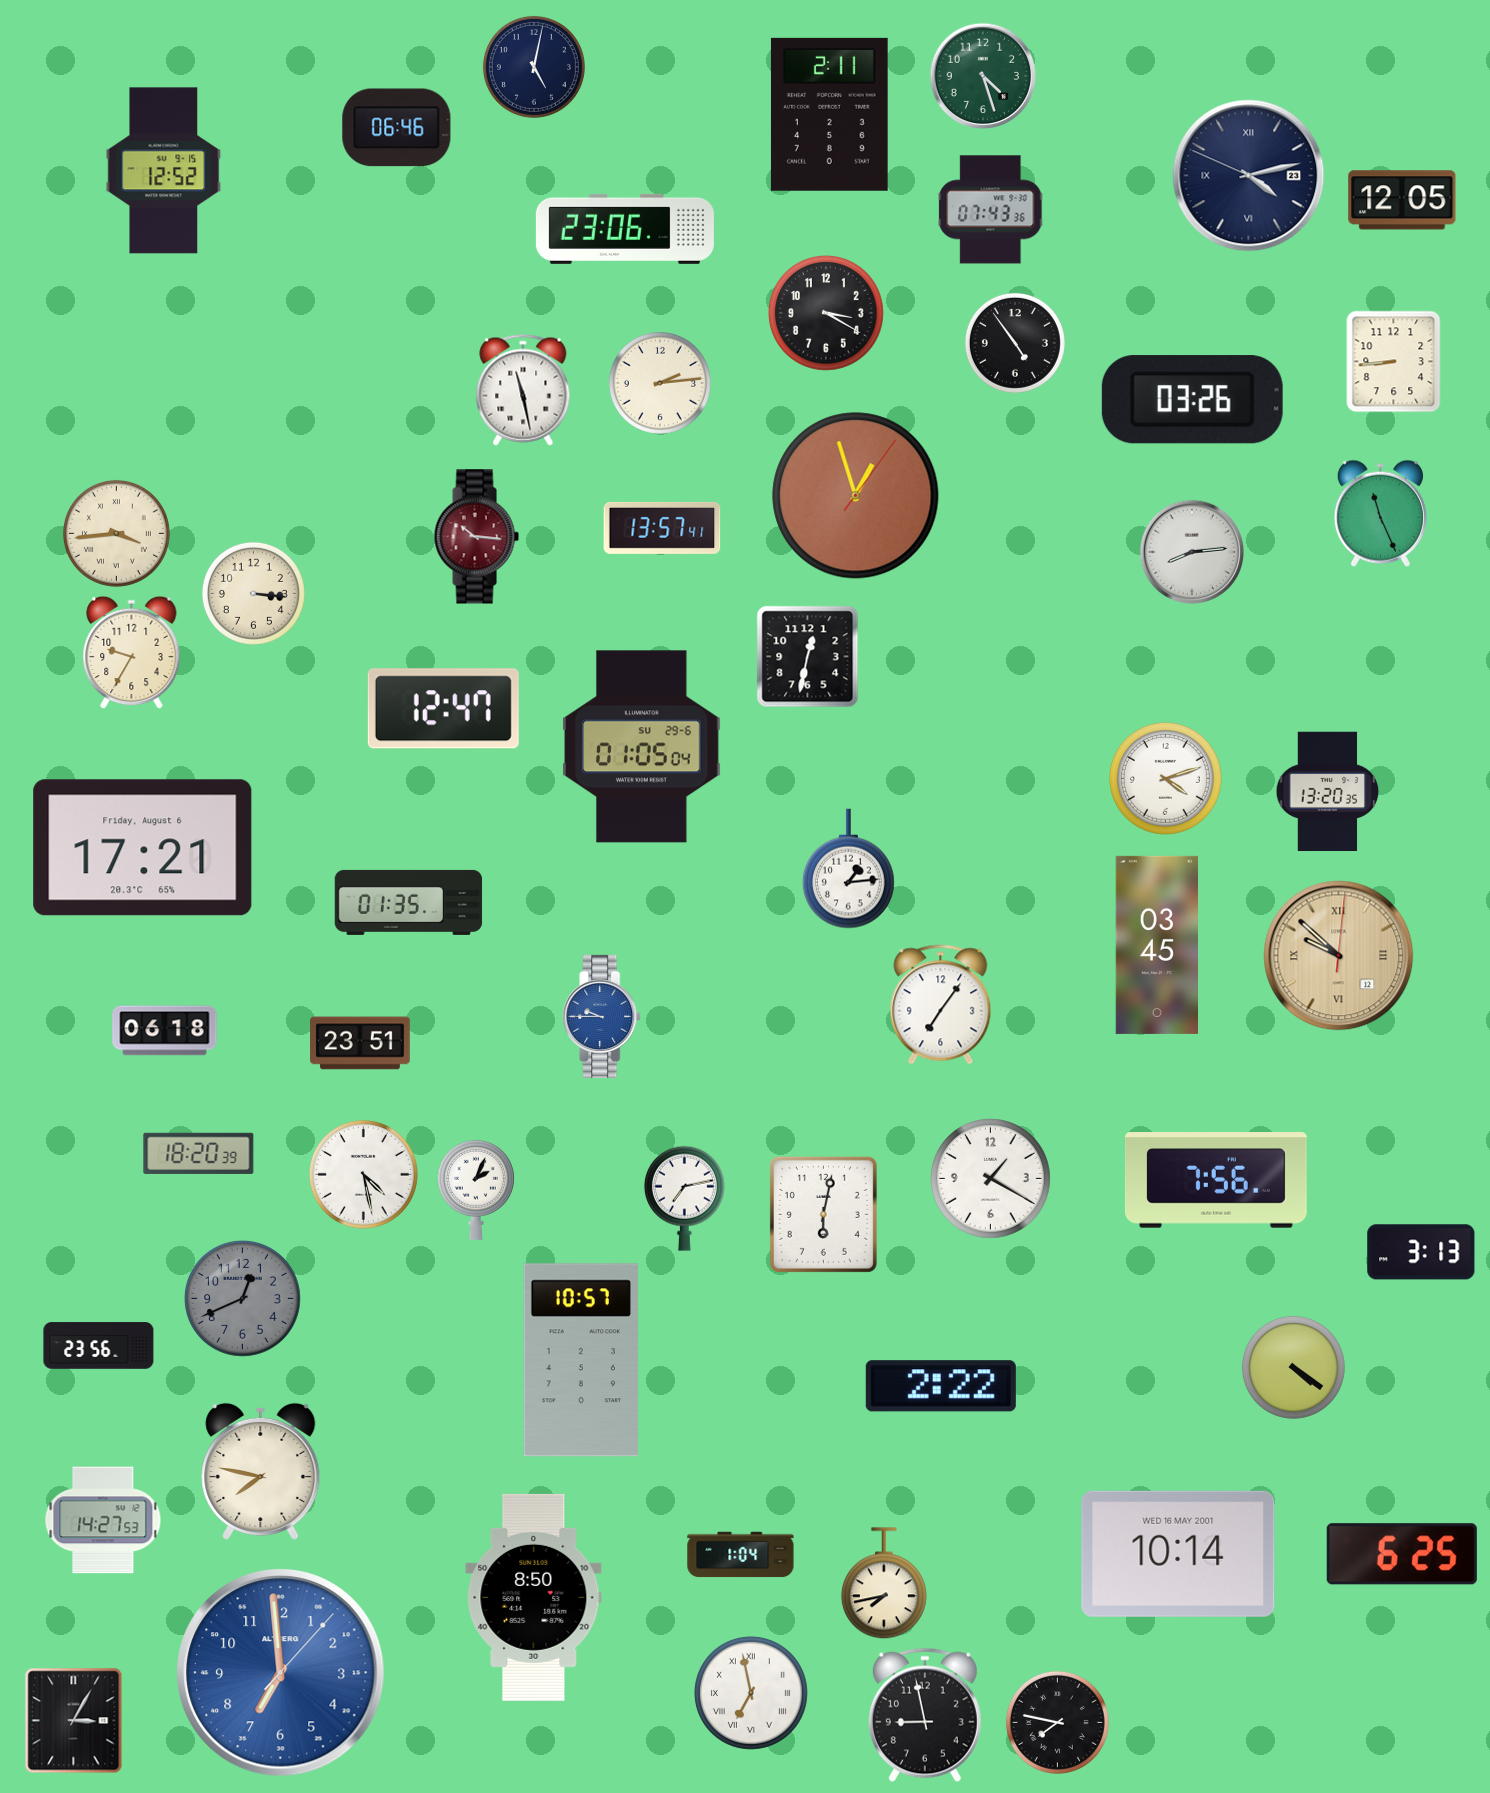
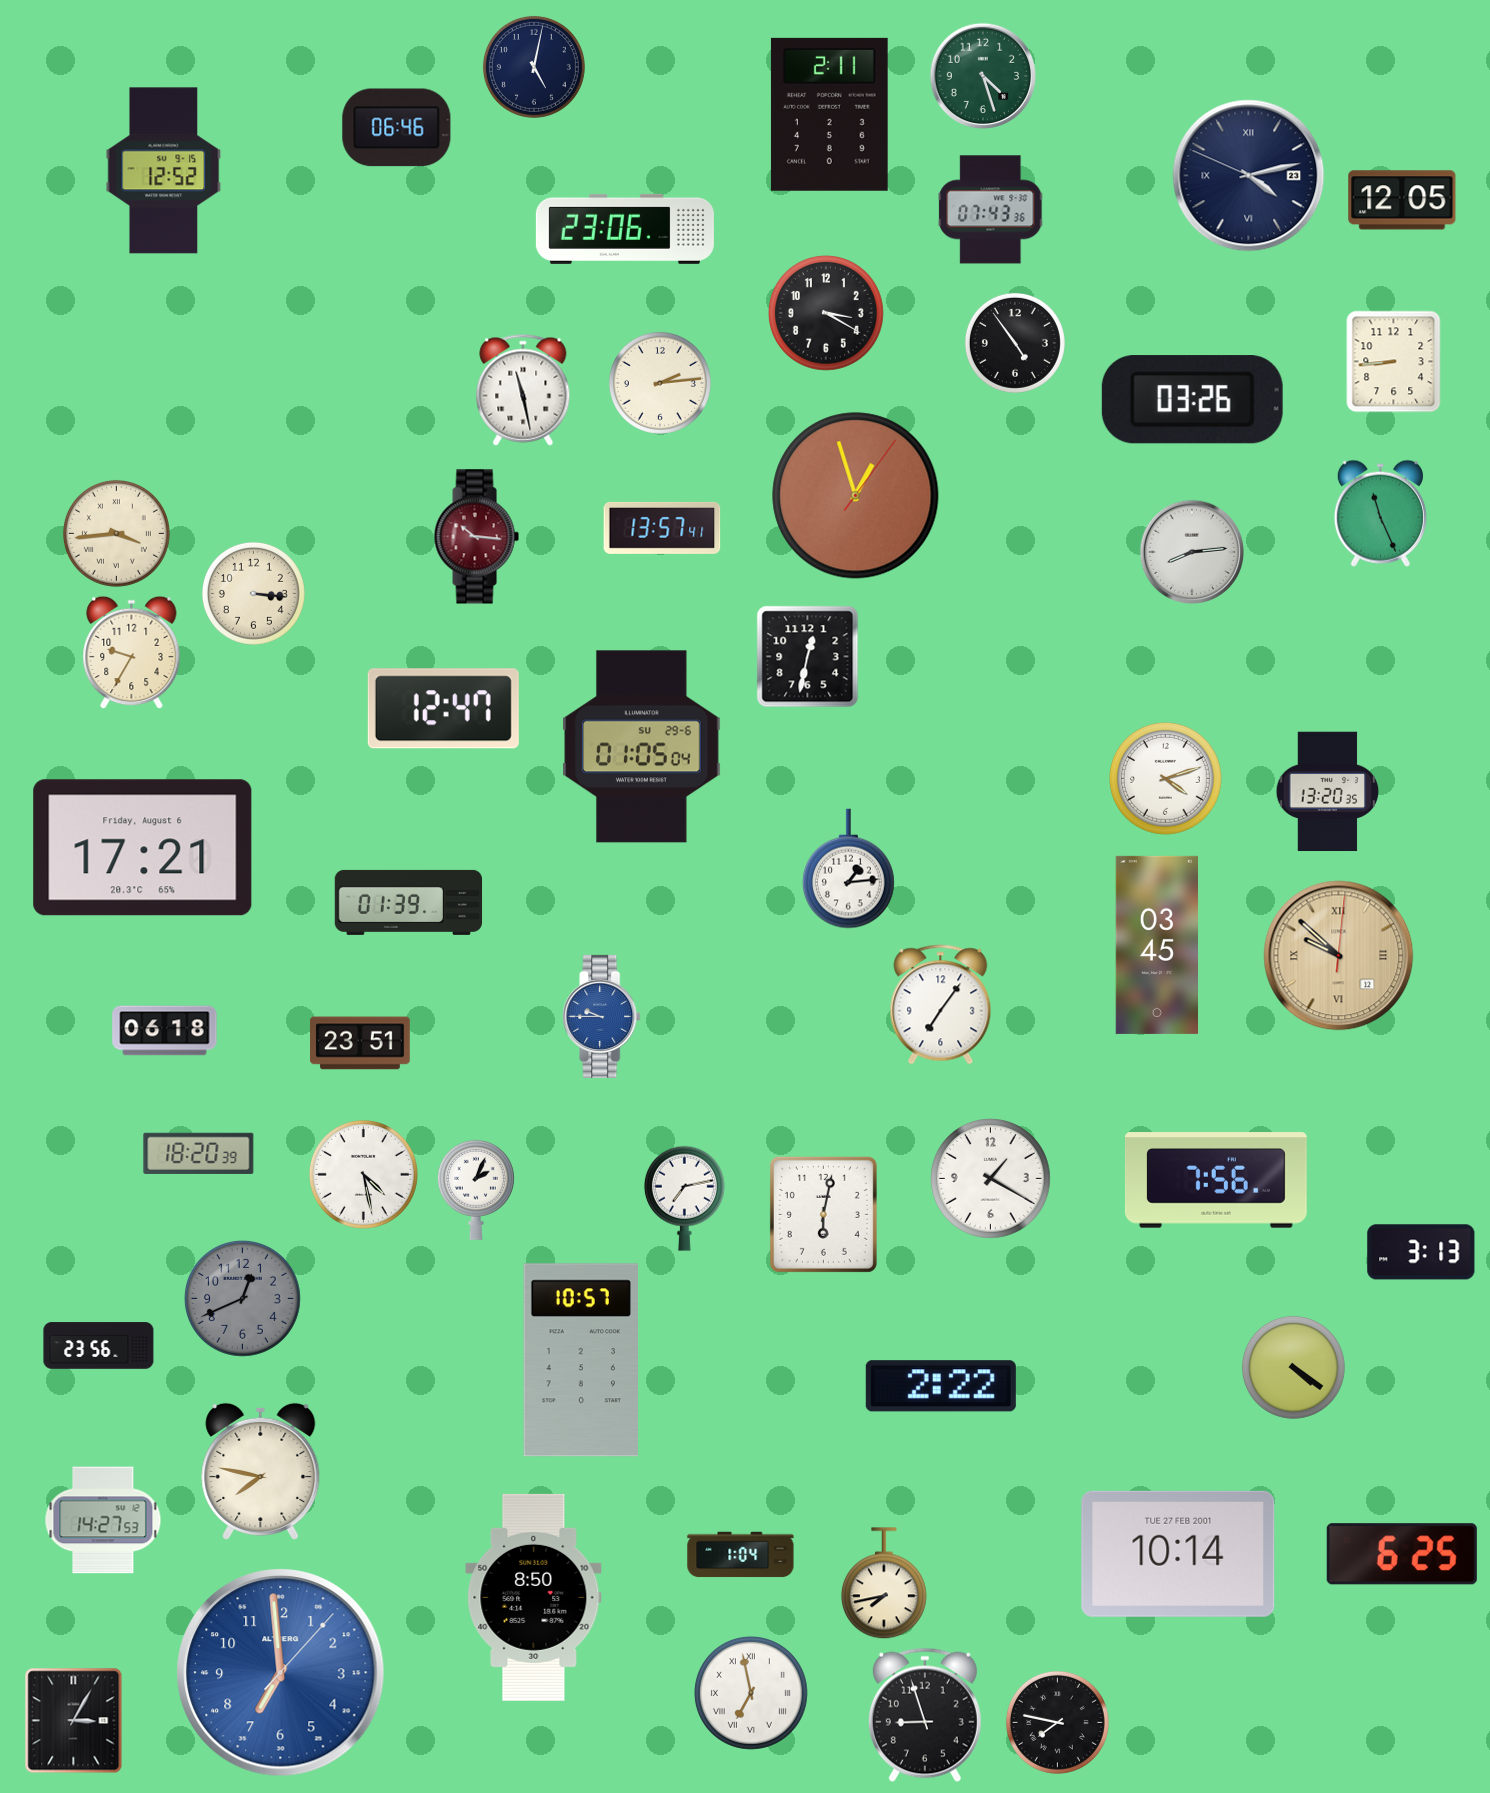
clock at (409, 902): 01:35 -> 01:39
clock at (1178, 1554) date: WED 16 MAY 2001 -> TUE 27 FEB 2001
clock at (925, 1715): 8:58 -> 8:57
